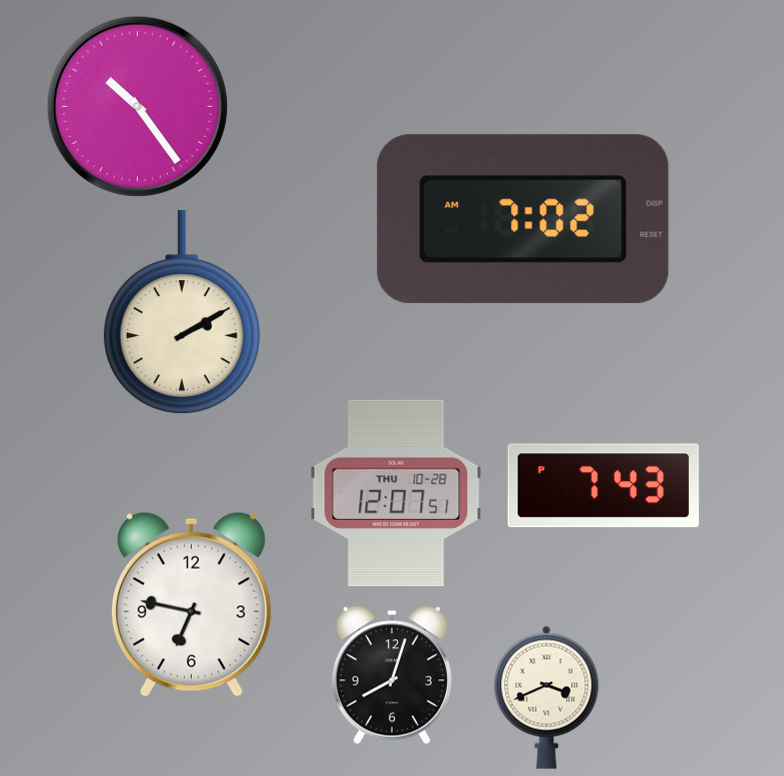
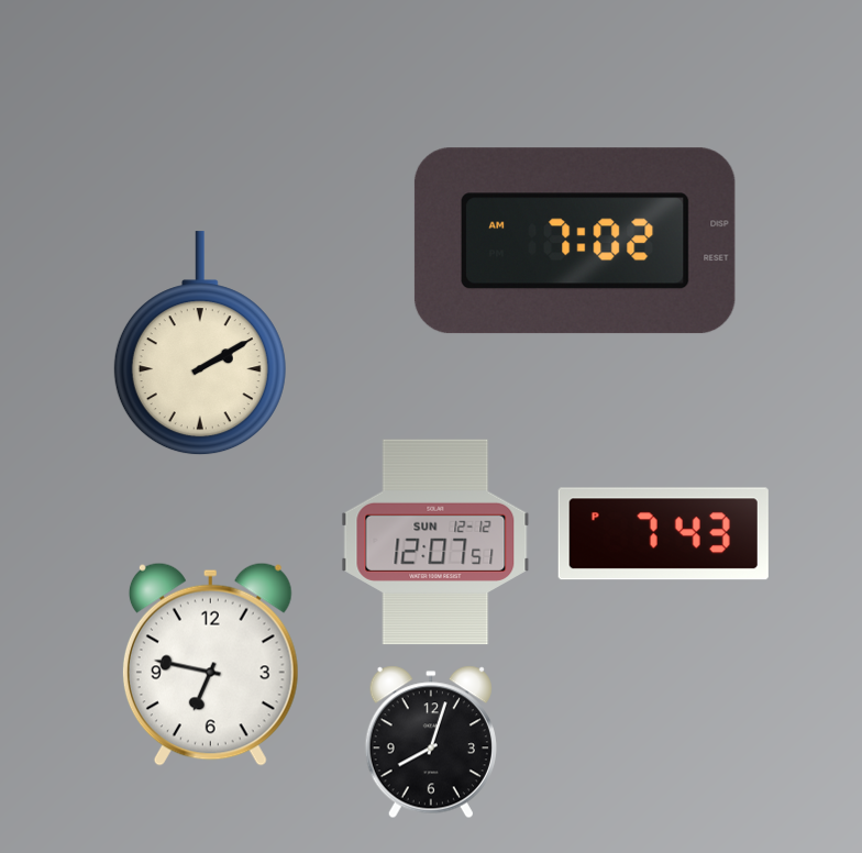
clock at (137, 106): 10:24 -> none
clock at (396, 493) date: THU 10-28 -> SUN 12-12
clock at (547, 697): 3:41 -> none
